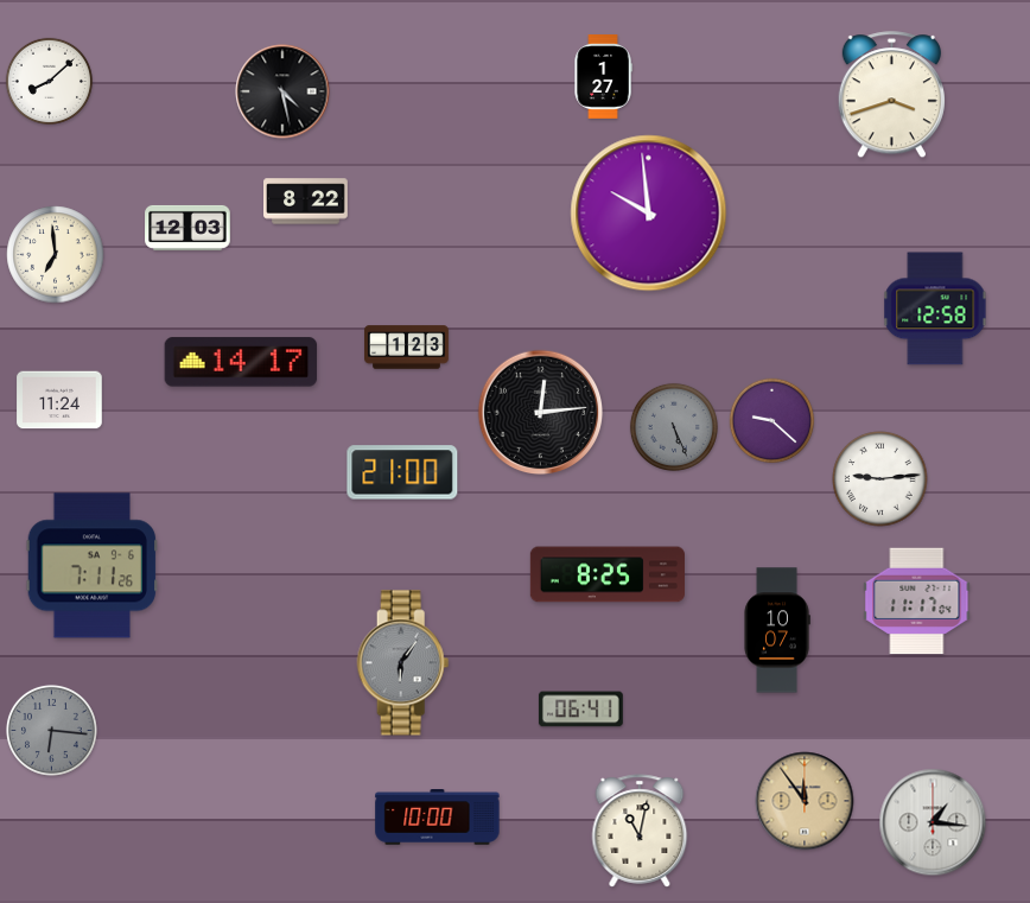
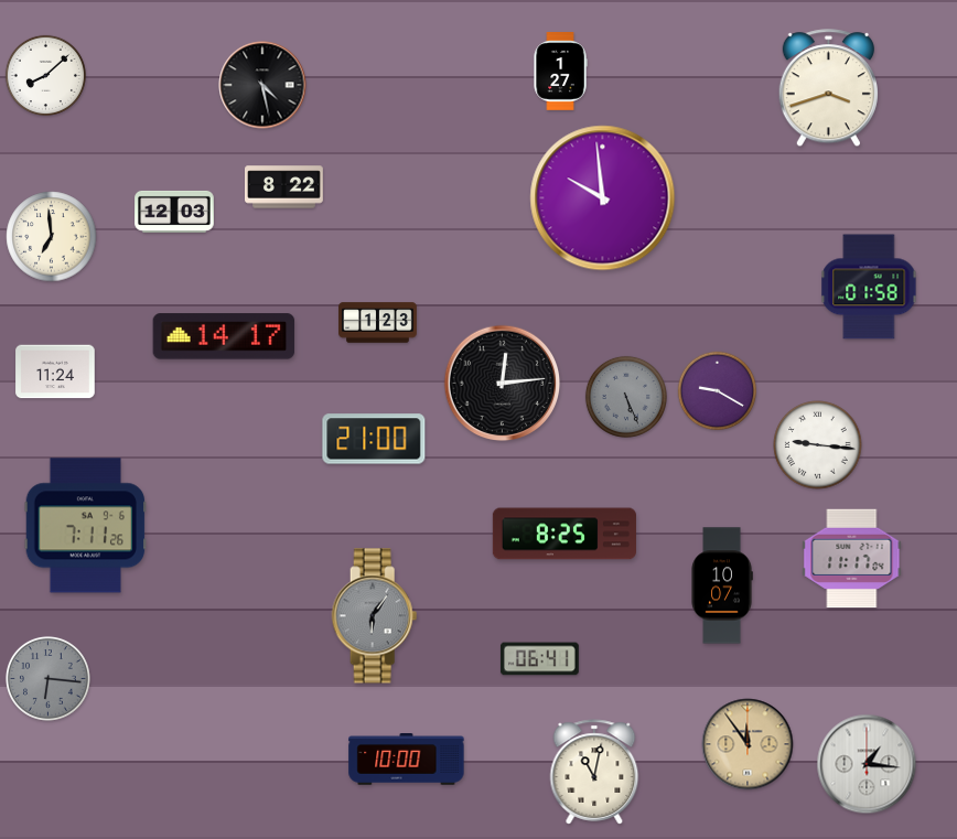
clock at (935, 309): 12:58 -> 01:58
clock at (772, 421): 9:22 -> 9:20
clock at (880, 479): 9:14 -> 9:16
